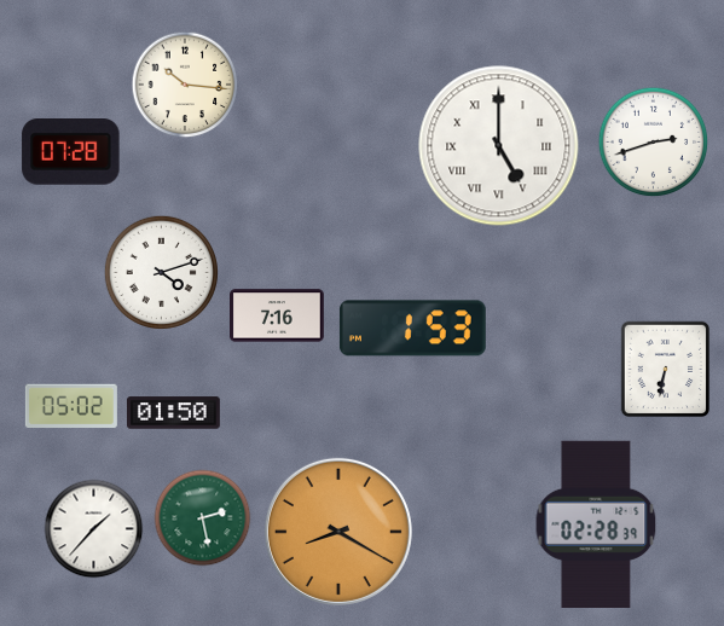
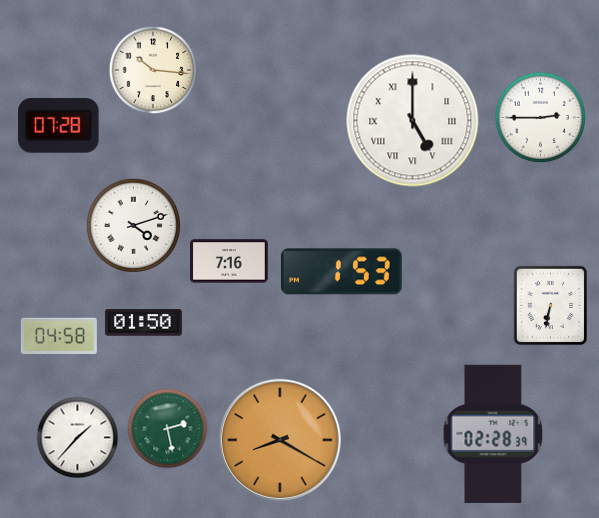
clock at (654, 143): 2:42 -> 2:45
clock at (71, 406): 05:02 -> 04:58
clock at (173, 413) position: (173, 413) -> (143, 323)
